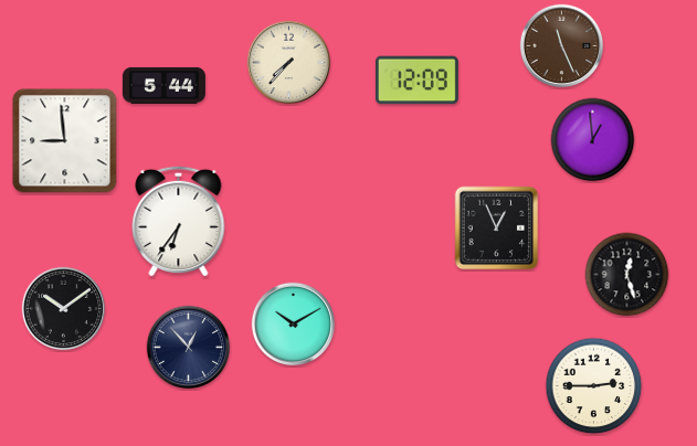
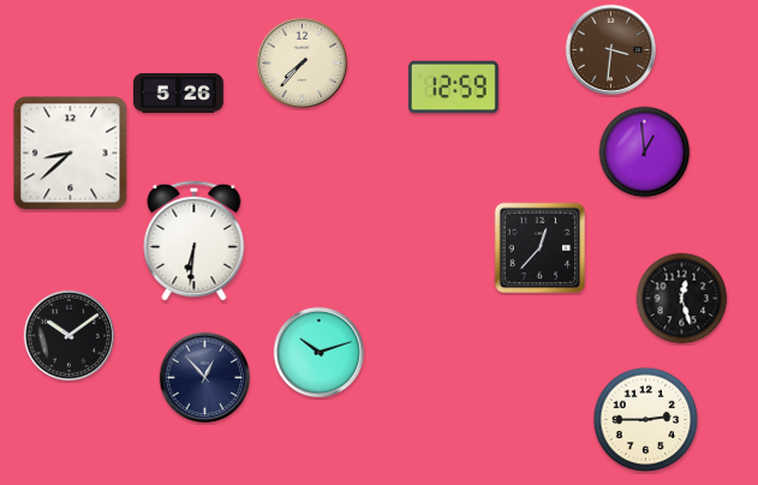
clock at (562, 46): 11:26 -> 3:31
clock at (289, 63) position: (289, 63) -> (303, 64)
clock at (416, 81): 12:09 -> 12:59
clock at (163, 85): 5:44 -> 5:26
clock at (65, 141): 8:59 -> 8:38
clock at (179, 221): 6:36 -> 6:31
clock at (497, 229): 12:56 -> 12:37
clock at (294, 325): 10:10 -> 10:12
